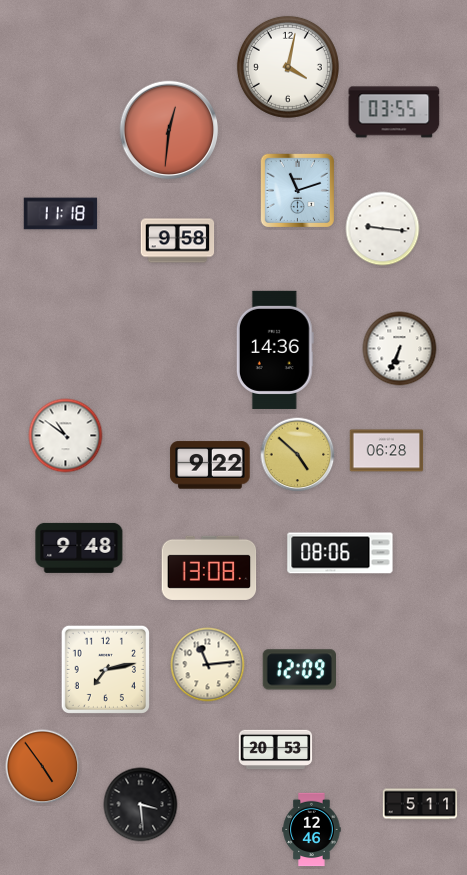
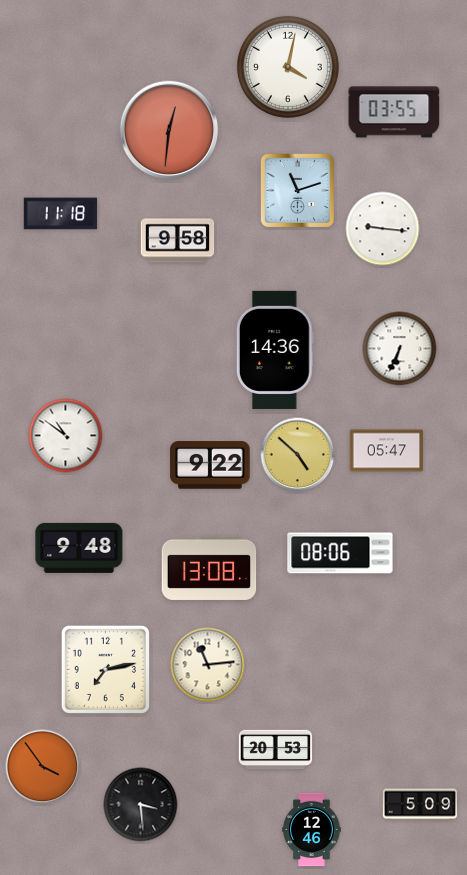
clock at (387, 451): 06:28 -> 05:47
clock at (299, 670): 12:09 -> none
clock at (43, 767): 4:54 -> 3:54
clock at (420, 804): 5:11 -> 5:09
